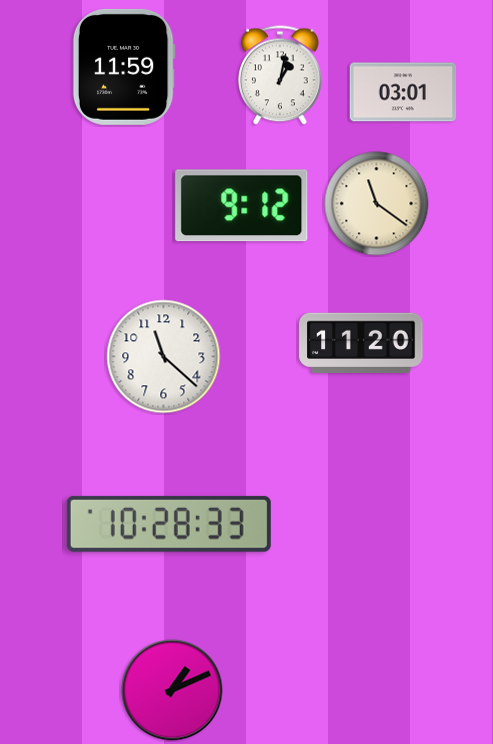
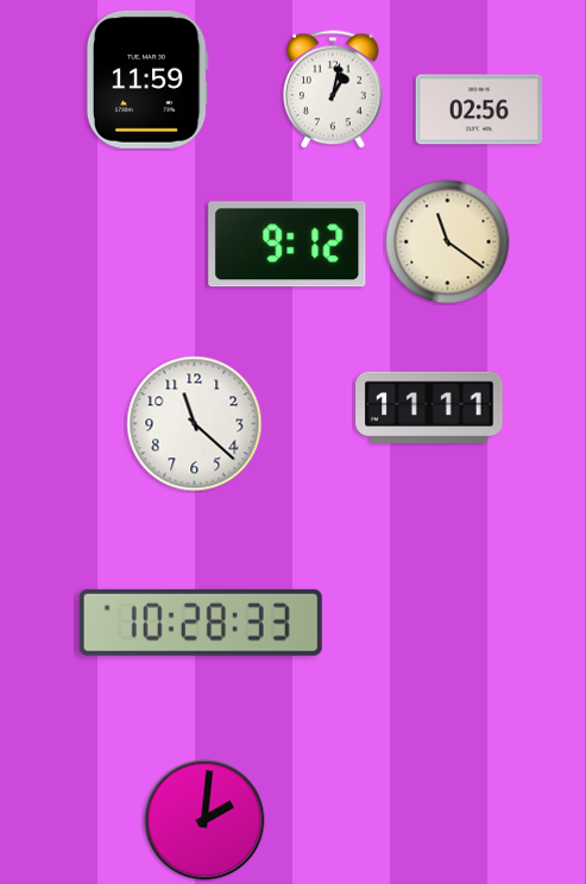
clock at (403, 92): 03:01 -> 02:56
clock at (361, 342): 11:20 -> 11:11
clock at (172, 690): 1:11 -> 2:01
